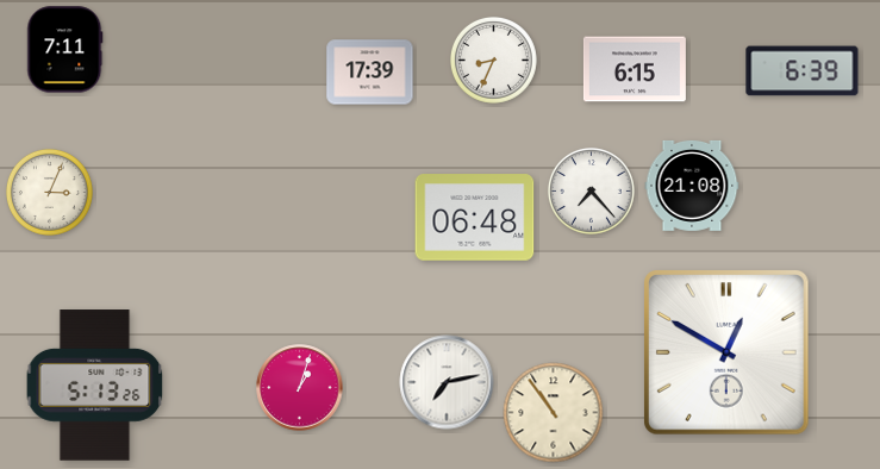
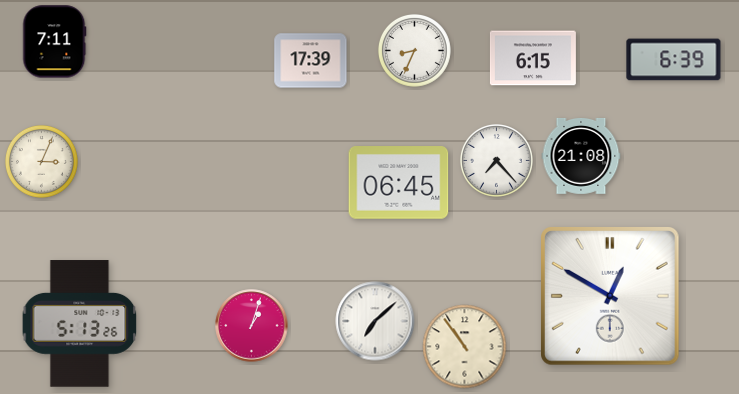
clock at (475, 218): 06:48 -> 06:45
clock at (447, 382): 7:13 -> 7:08
